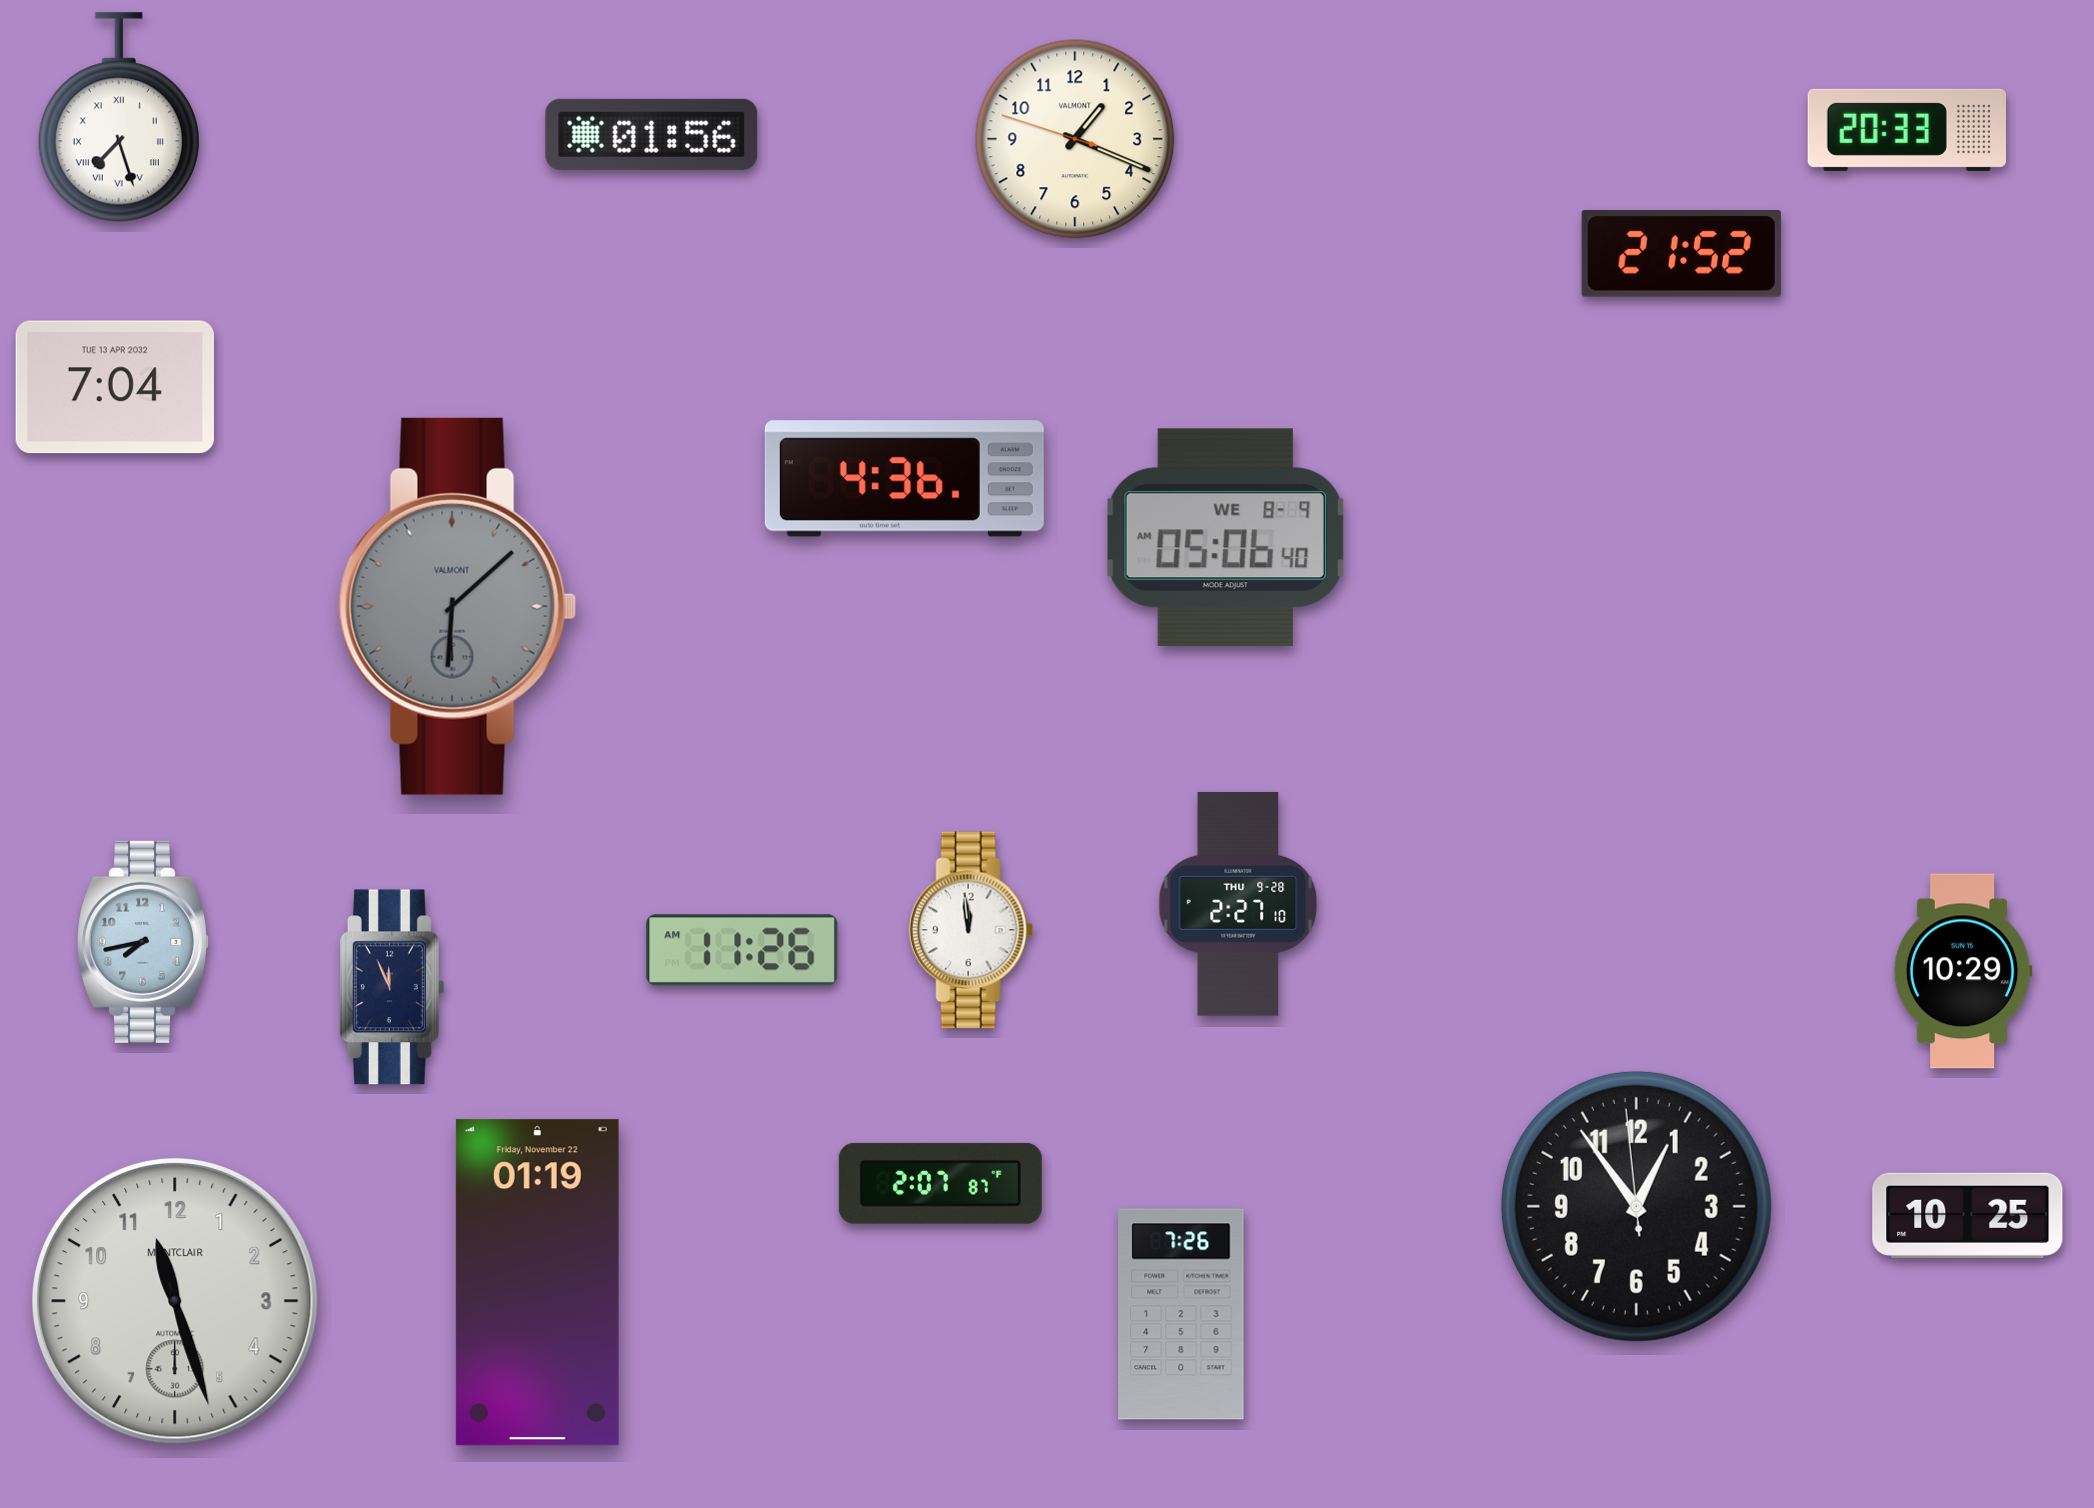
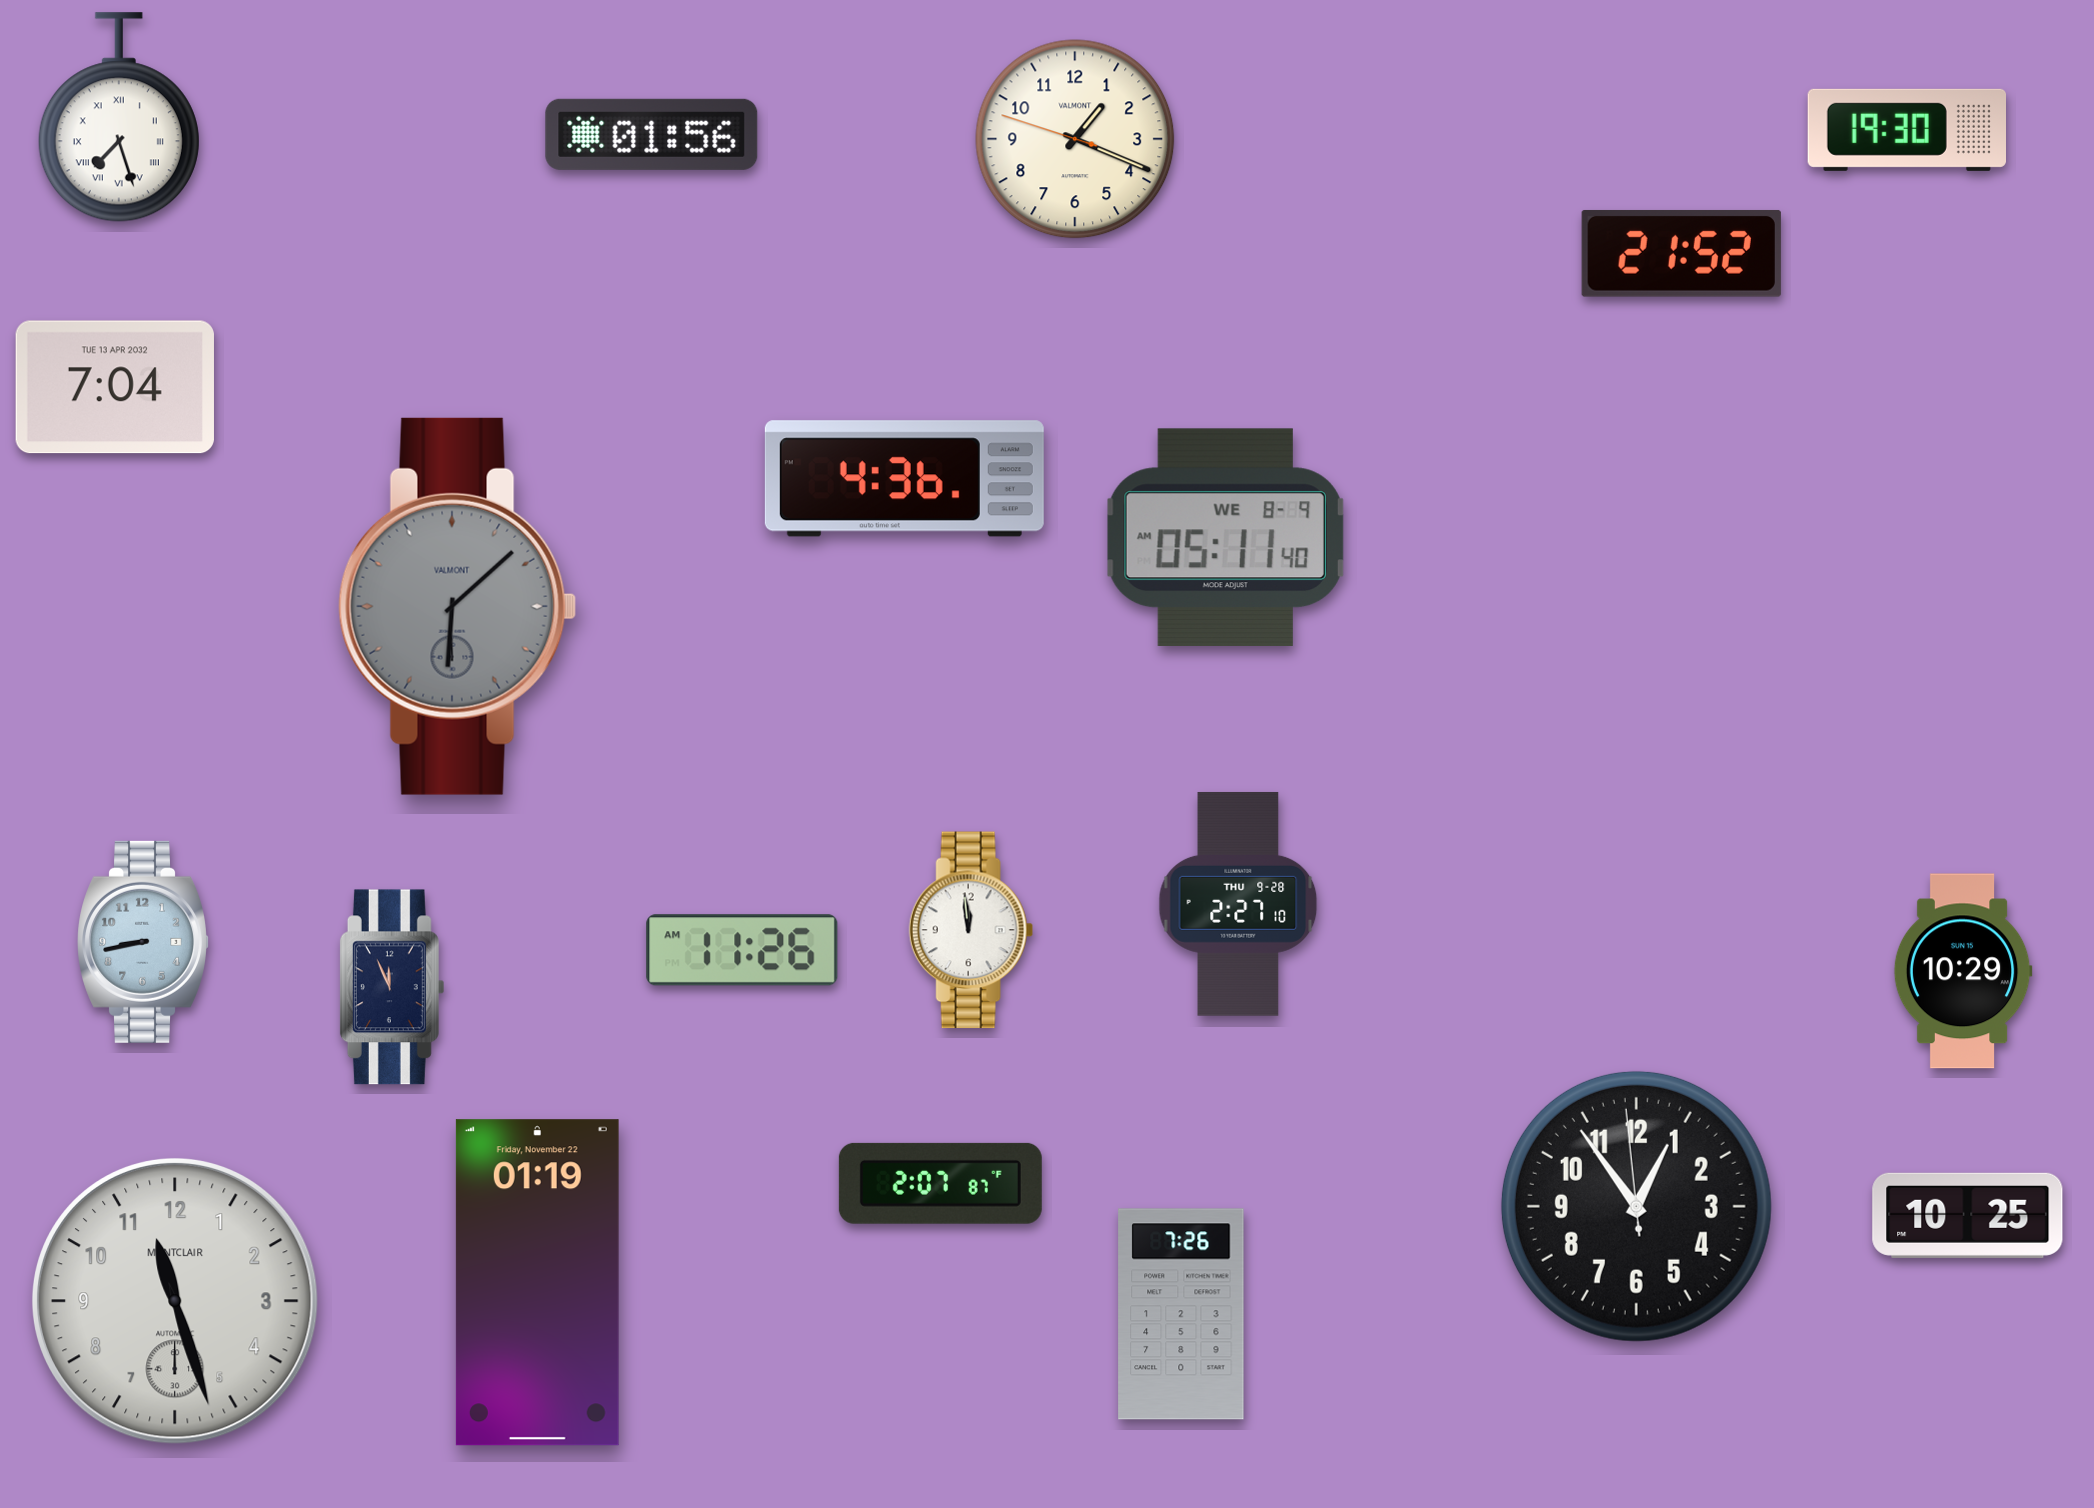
clock at (1906, 130): 20:33 -> 19:30
clock at (1225, 537): 05:06 -> 05:11
clock at (143, 942): 7:43 -> 8:43
